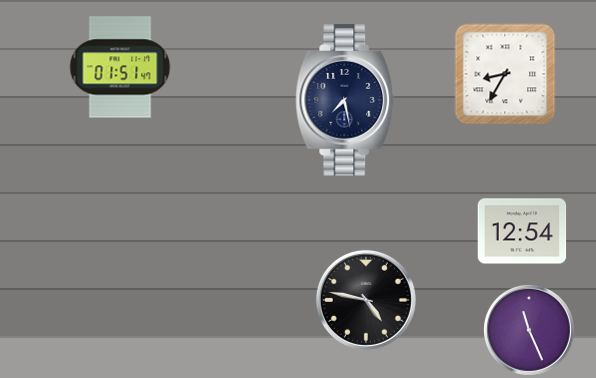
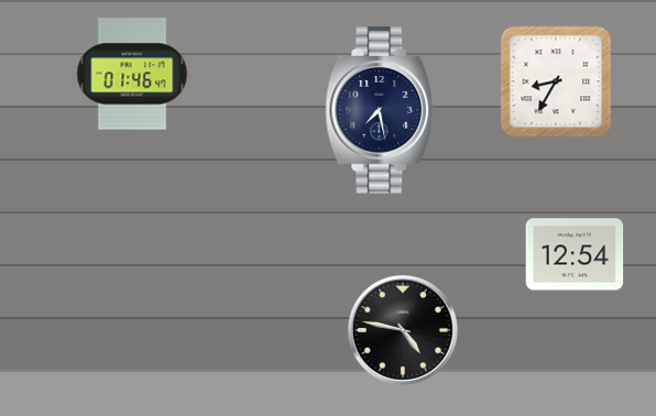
clock at (120, 67): 01:51 -> 01:46
clock at (529, 330): 11:26 -> none
